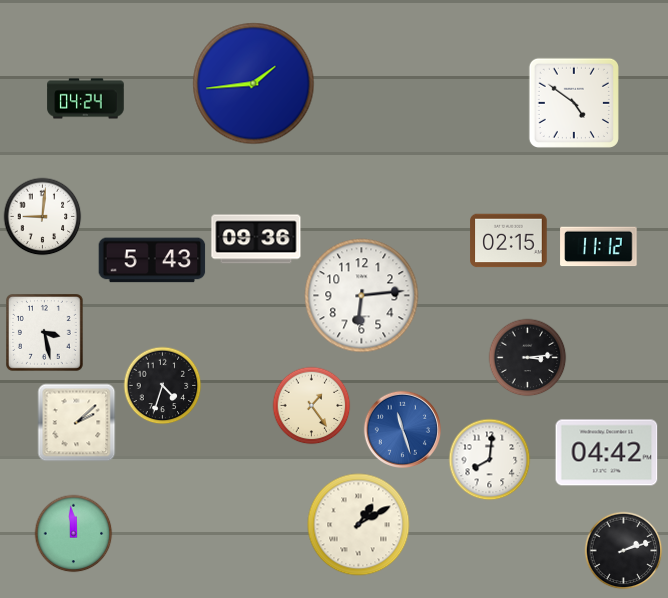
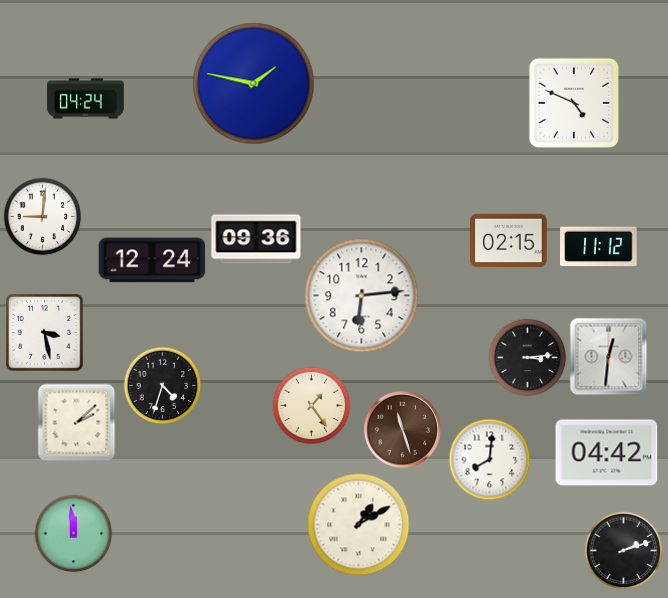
clock at (254, 84): 1:44 -> 1:47
clock at (574, 103): 4:51 -> 4:49
clock at (152, 260): 5:43 -> 12:24
clock at (608, 356): none -> 12:31
clock at (402, 429) dial: blue -> brown
